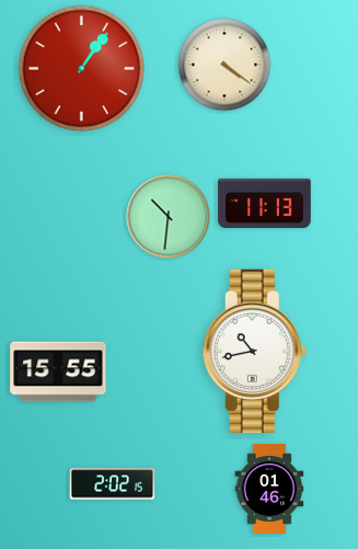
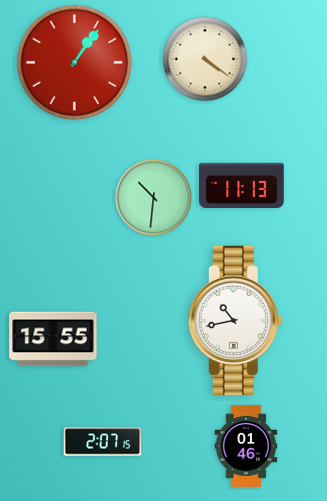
clock at (254, 351) position: (254, 351) -> (235, 320)
clock at (113, 484): 2:02 -> 2:07
